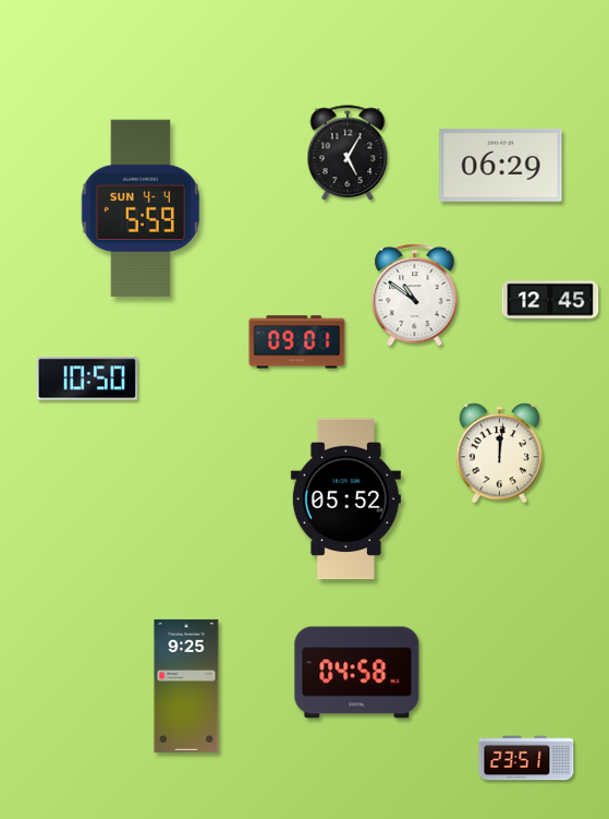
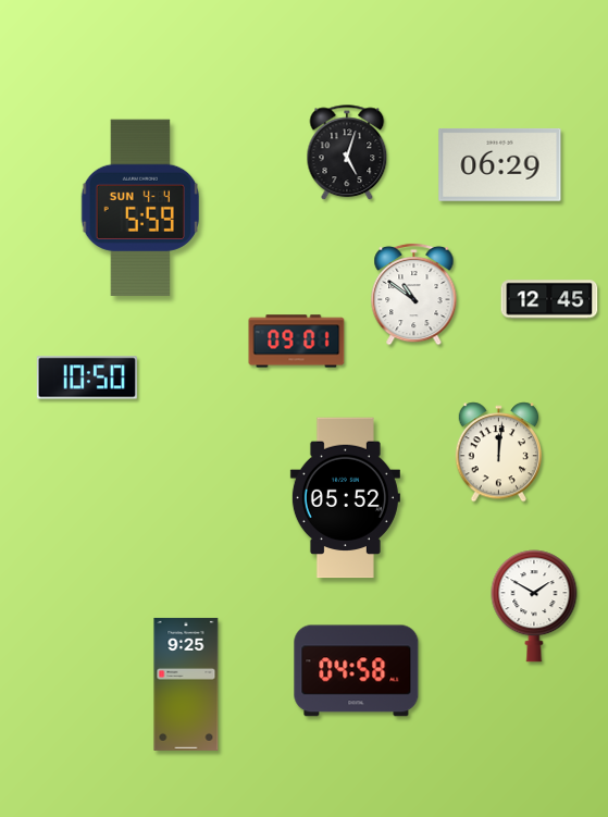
clock at (348, 154): 5:05 -> 5:03
clock at (534, 606): none -> 1:50
clock at (526, 758): 23:51 -> none
